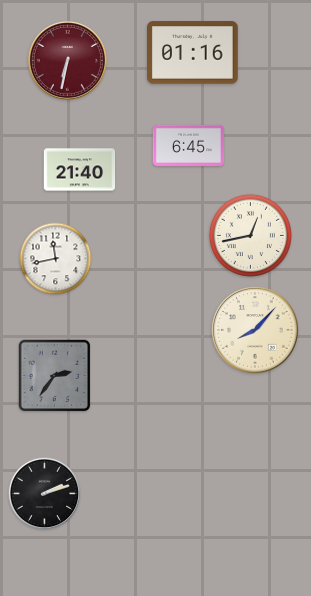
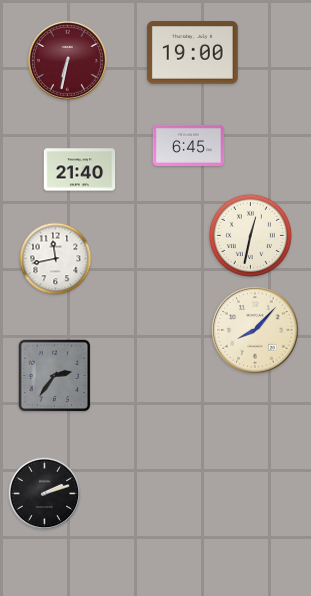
clock at (193, 53): 01:16 -> 19:00
clock at (250, 235): 12:43 -> 12:32
